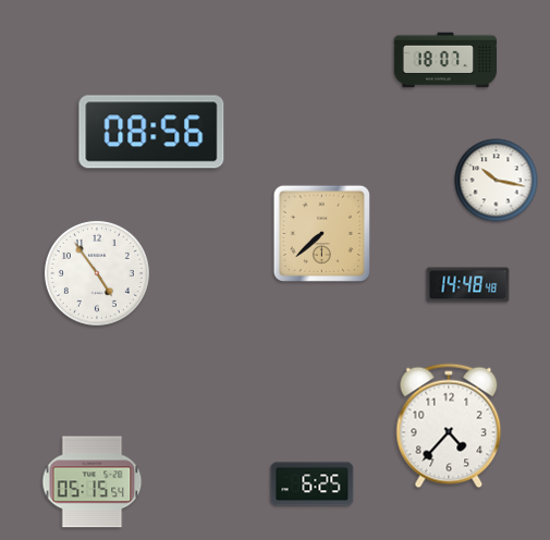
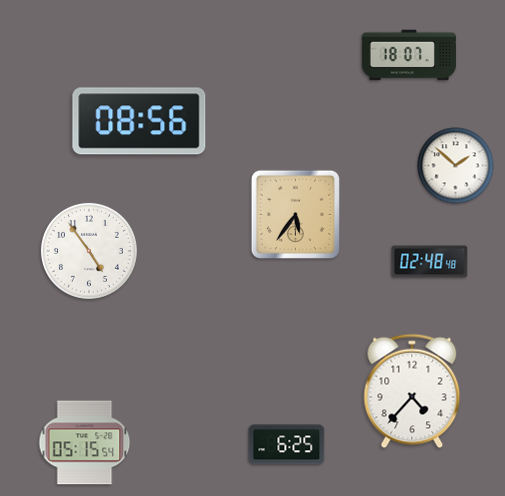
clock at (497, 181): 10:17 -> 1:52
clock at (321, 233): 7:38 -> 5:36
clock at (468, 285): 14:48 -> 02:48
